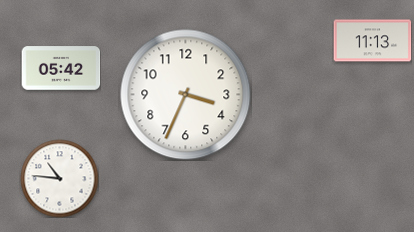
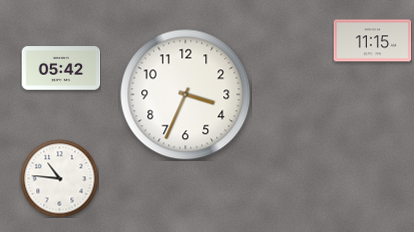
clock at (372, 41): 11:13 -> 11:15
